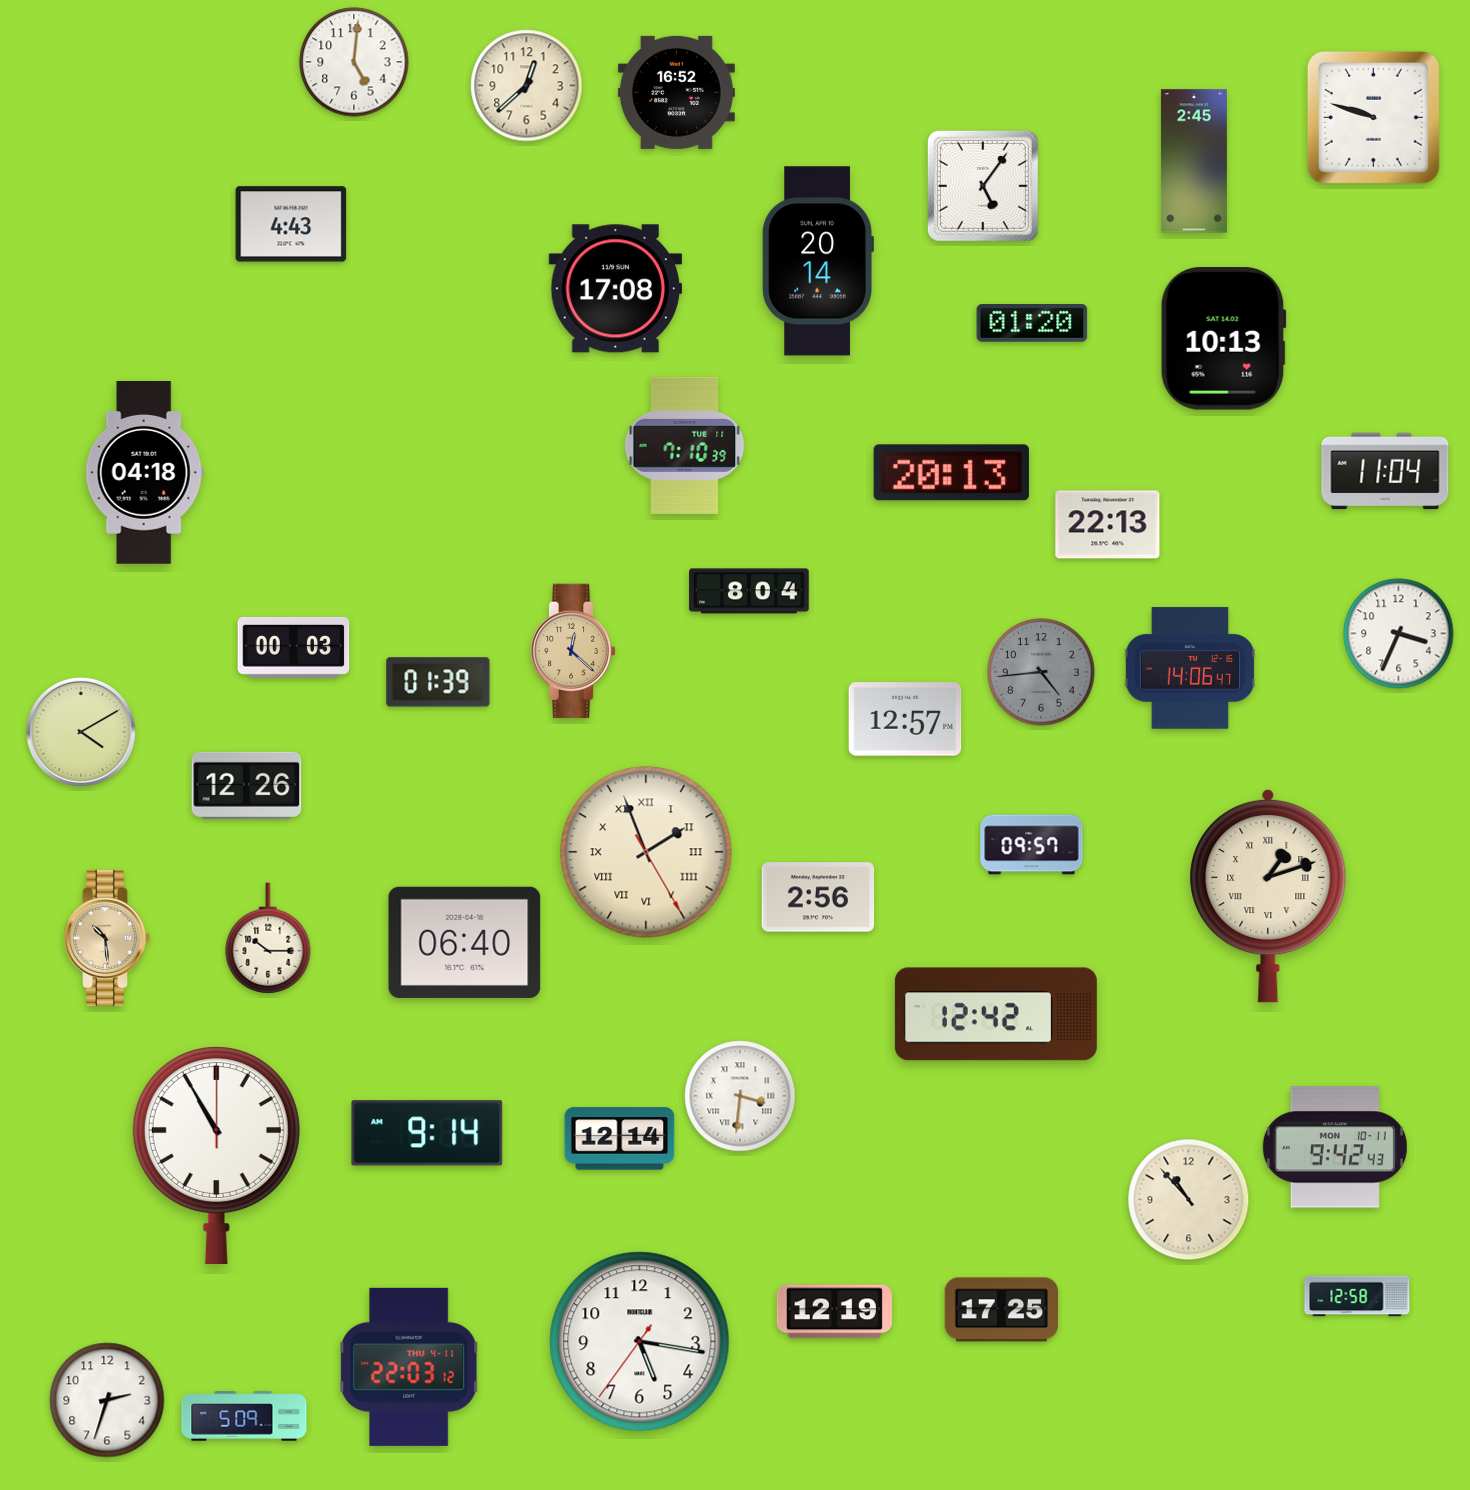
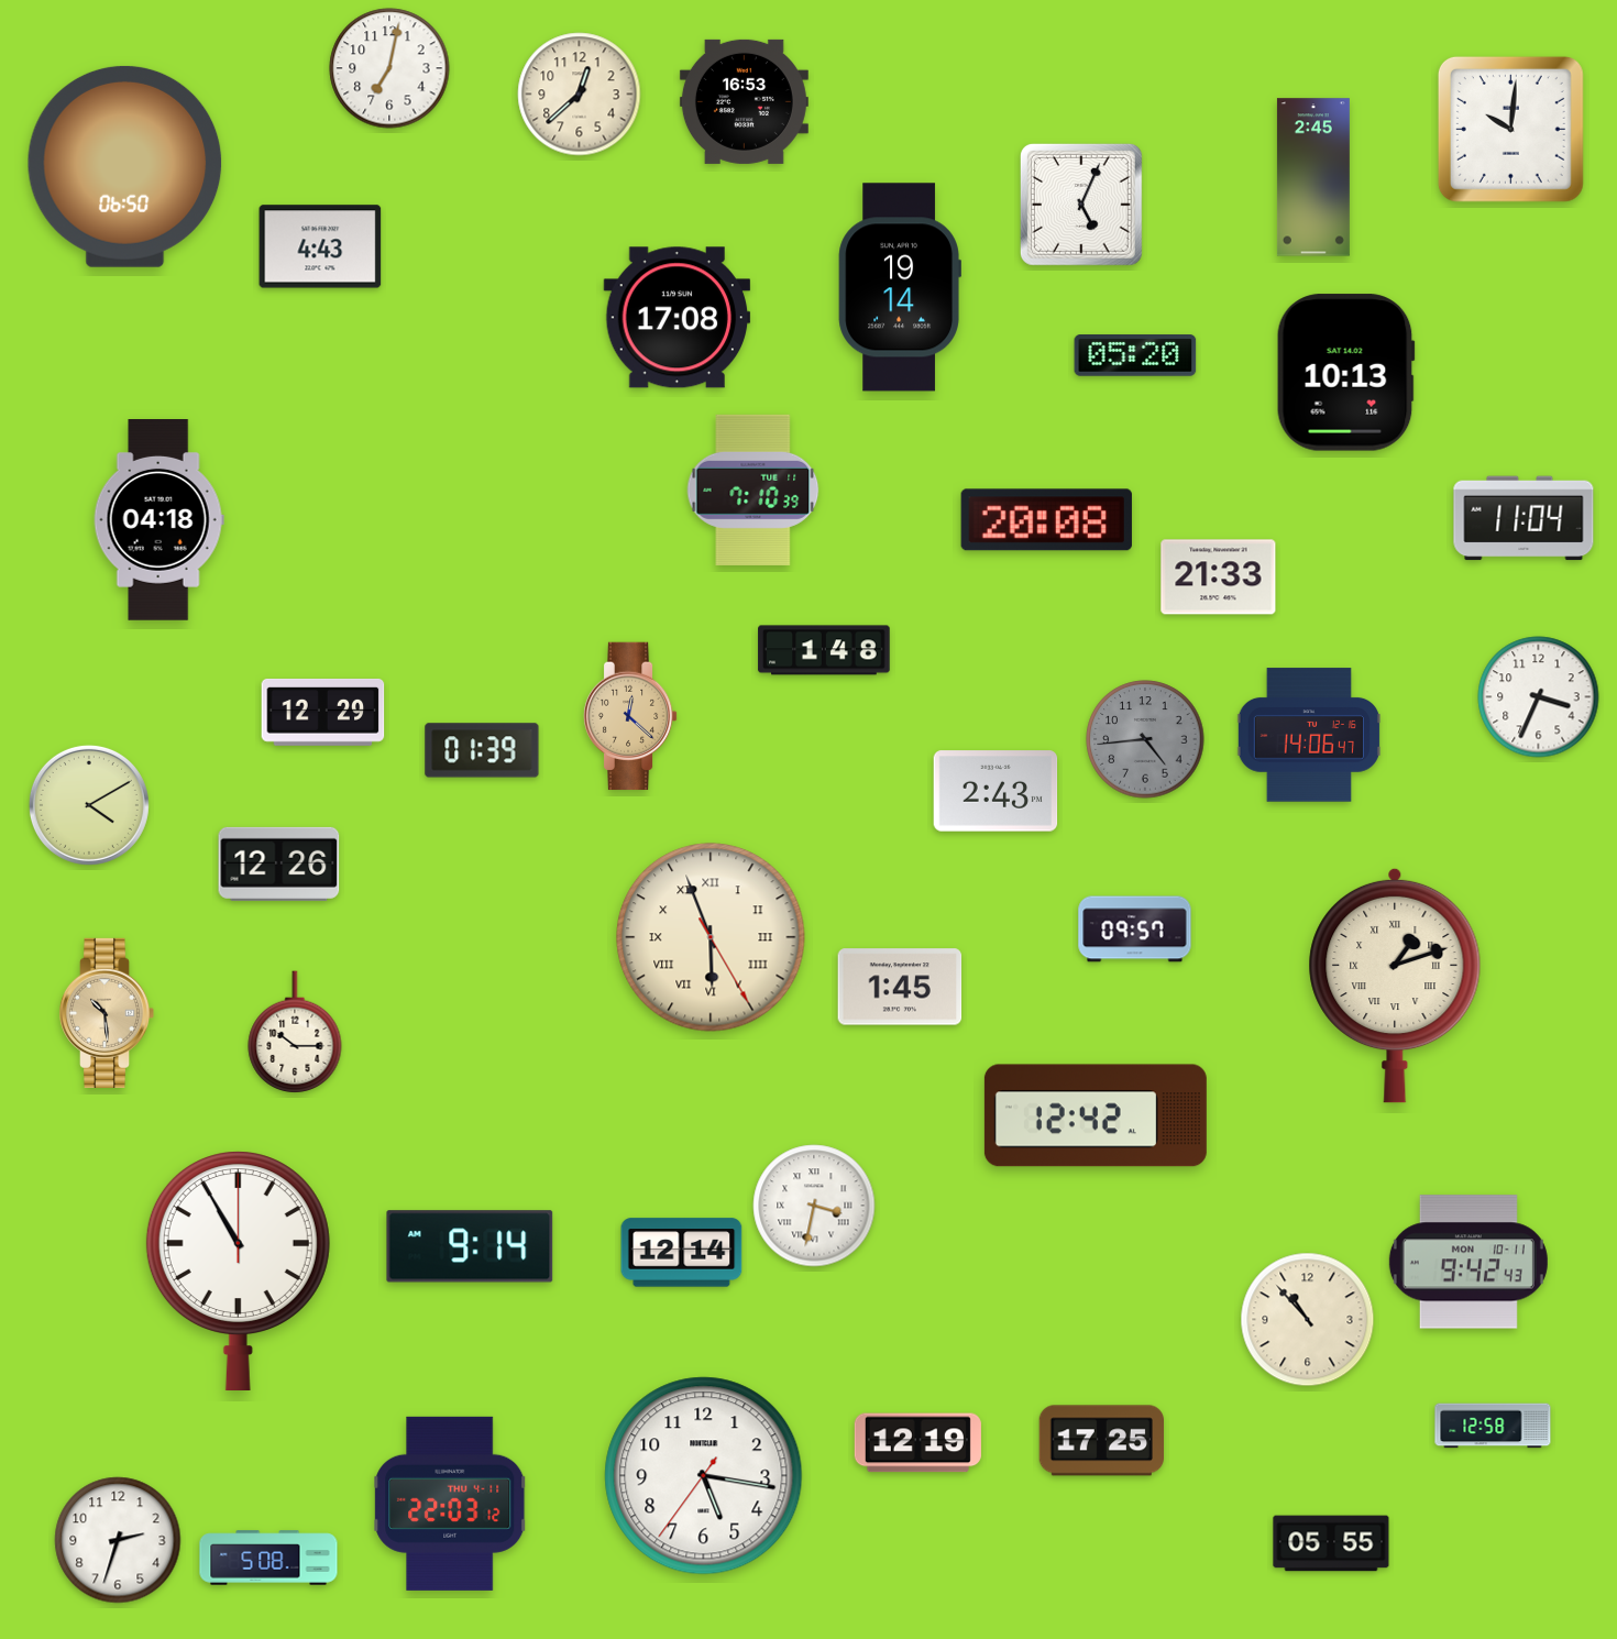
clock at (354, 62): 5:01 -> 7:02
clock at (676, 92): 16:52 -> 16:53
clock at (1373, 117): 9:48 -> 10:01
clock at (125, 166): none -> 06:50
clock at (983, 186): 5:06 -> 5:04
clock at (818, 261): 20:14 -> 19:14
clock at (1032, 324): 01:20 -> 05:20
clock at (951, 473): 20:13 -> 20:08
clock at (1108, 525): 22:13 -> 21:33
clock at (749, 591): 8:04 -> 1:48
clock at (294, 647): 00:03 -> 12:29
clock at (905, 719): 12:57 -> 2:43
clock at (247, 785) position: (247, 785) -> (279, 864)
clock at (646, 852): 1:56 -> 5:56
clock at (818, 897): 2:56 -> 1:45
clock at (107, 938) position: (107, 938) -> (107, 1013)
clock at (465, 942): 06:40 -> none
clock at (740, 1096): 3:31 -> 3:32
clock at (1331, 1543): none -> 05:55
clock at (244, 1416): 5:09 -> 5:08
